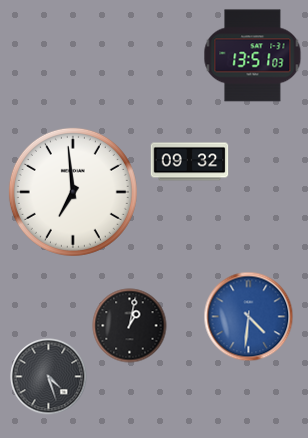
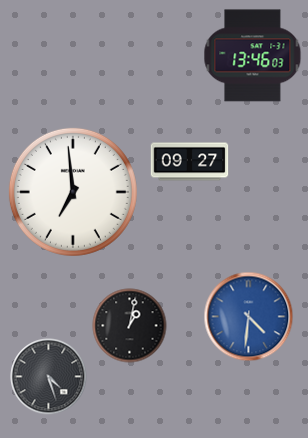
clock at (253, 56): 13:51 -> 13:46
clock at (190, 162): 09:32 -> 09:27
